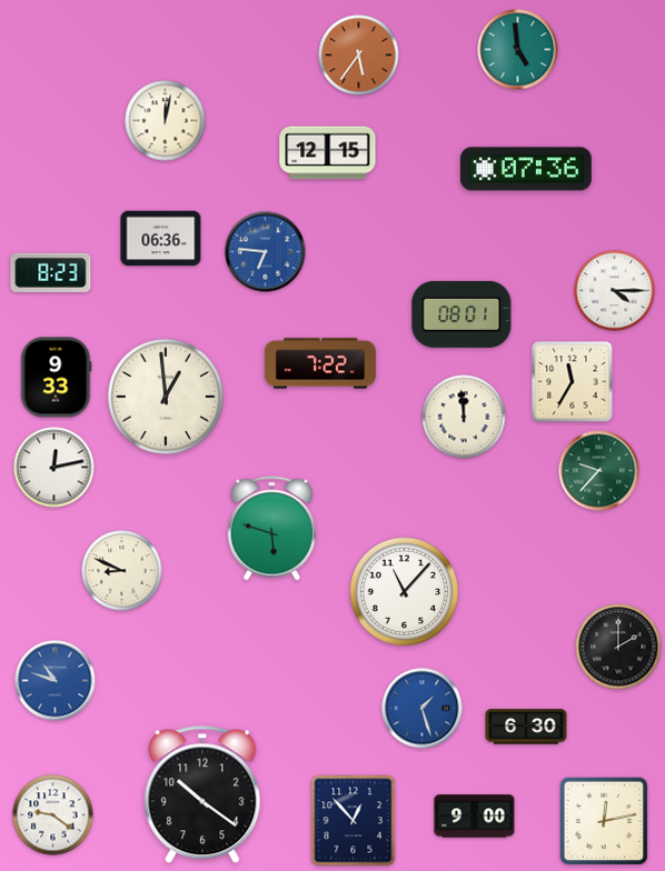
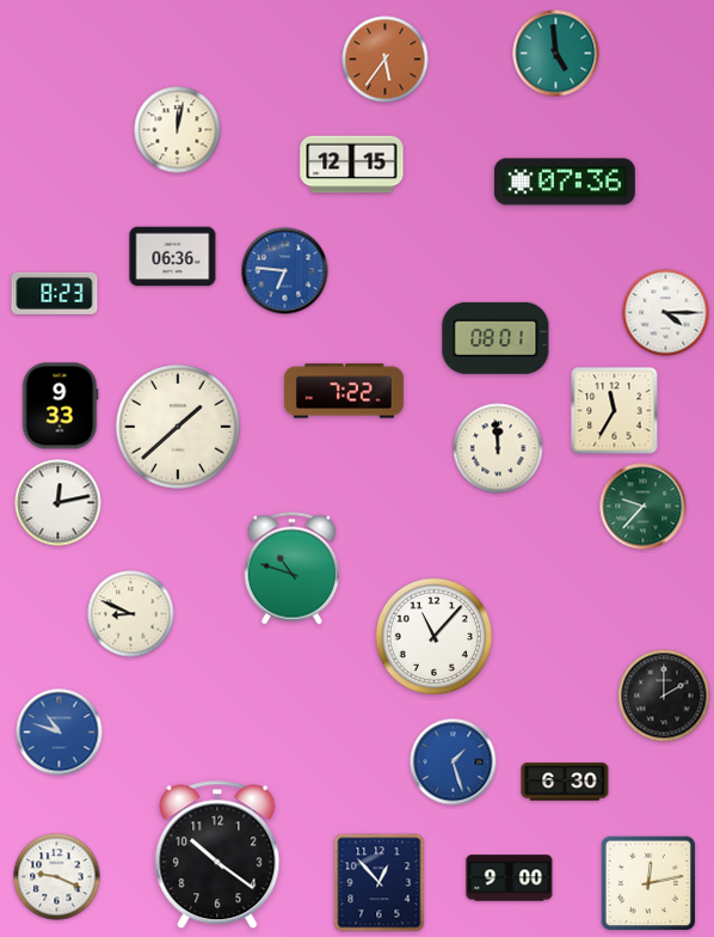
clock at (615, 291) position: (615, 291) -> (666, 313)
clock at (166, 397): 12:59 -> 1:38
clock at (271, 529): 5:48 -> 10:48
clock at (53, 815): 9:21 -> 9:19
